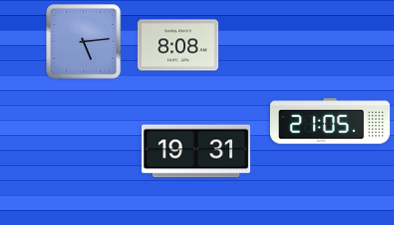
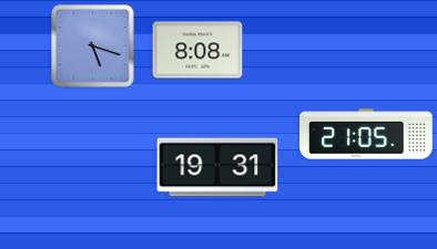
clock at (84, 42): 5:14 -> 5:18
